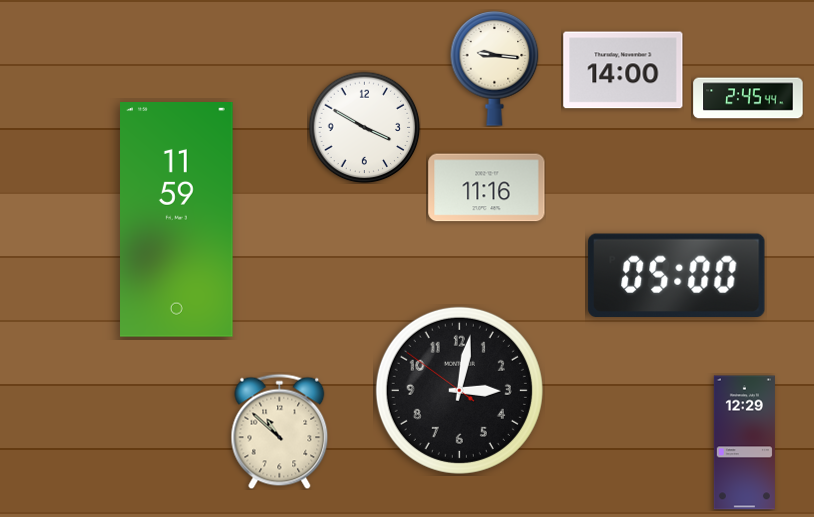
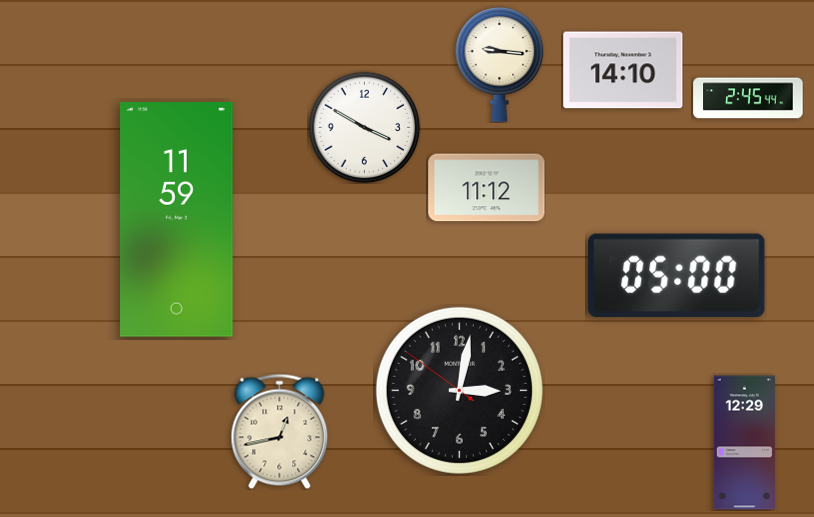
clock at (495, 69) position: (495, 69) -> (500, 65)
clock at (623, 70): 14:00 -> 14:10
clock at (487, 188): 11:16 -> 11:12
clock at (280, 431): 10:52 -> 12:43
